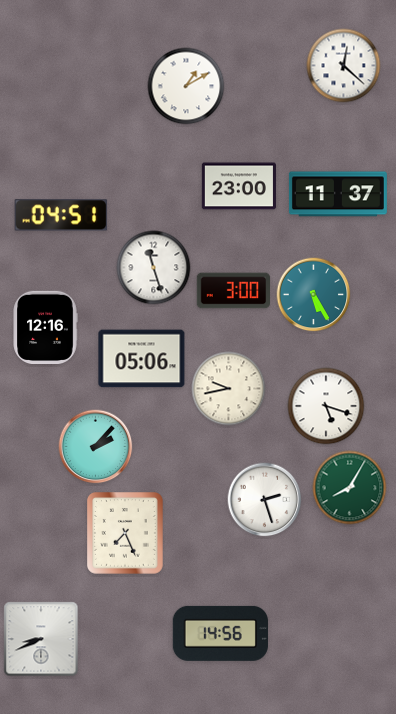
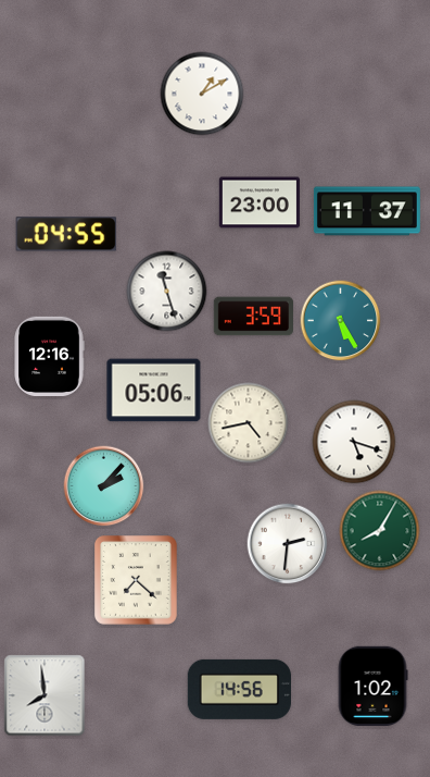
clock at (344, 66): 12:22 -> none
clock at (61, 215): 04:51 -> 04:55
clock at (234, 291): 3:00 -> 3:59
clock at (229, 389): 9:43 -> 4:43
clock at (265, 500): 2:27 -> 2:31
clock at (126, 534): 7:26 -> 7:22
clock at (372, 686): none -> 1:02
clock at (41, 639): 8:41 -> 7:59
